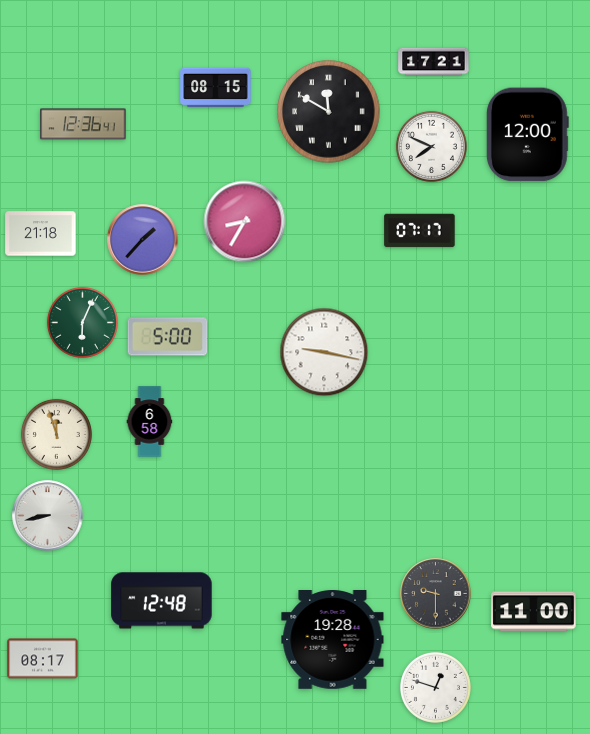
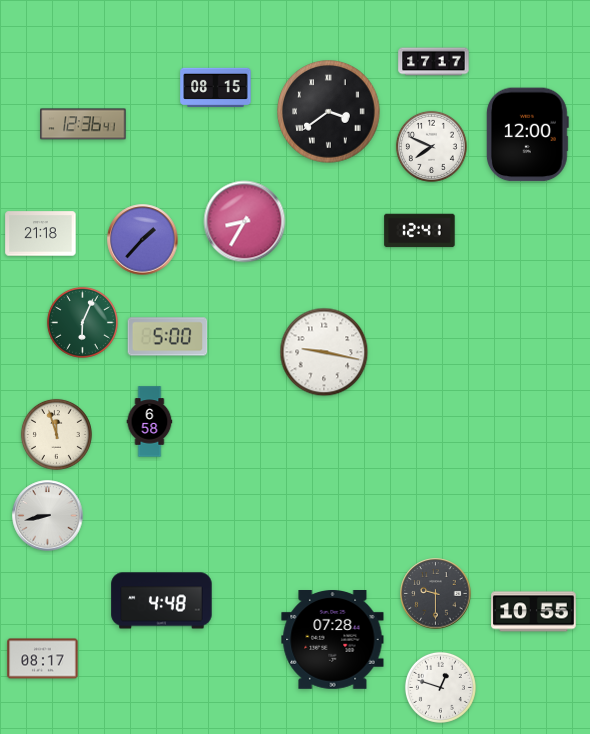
clock at (434, 62): 17:21 -> 17:17
clock at (329, 112): 11:50 -> 3:39
clock at (420, 231): 07:17 -> 12:41
clock at (162, 601): 12:48 -> 4:48
clock at (534, 612): 11:00 -> 10:55
clock at (333, 640): 19:28 -> 07:28
clock at (435, 687) position: (435, 687) -> (440, 687)
